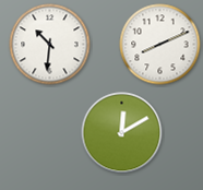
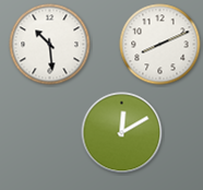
clock at (50, 45): 10:31 -> 10:29
